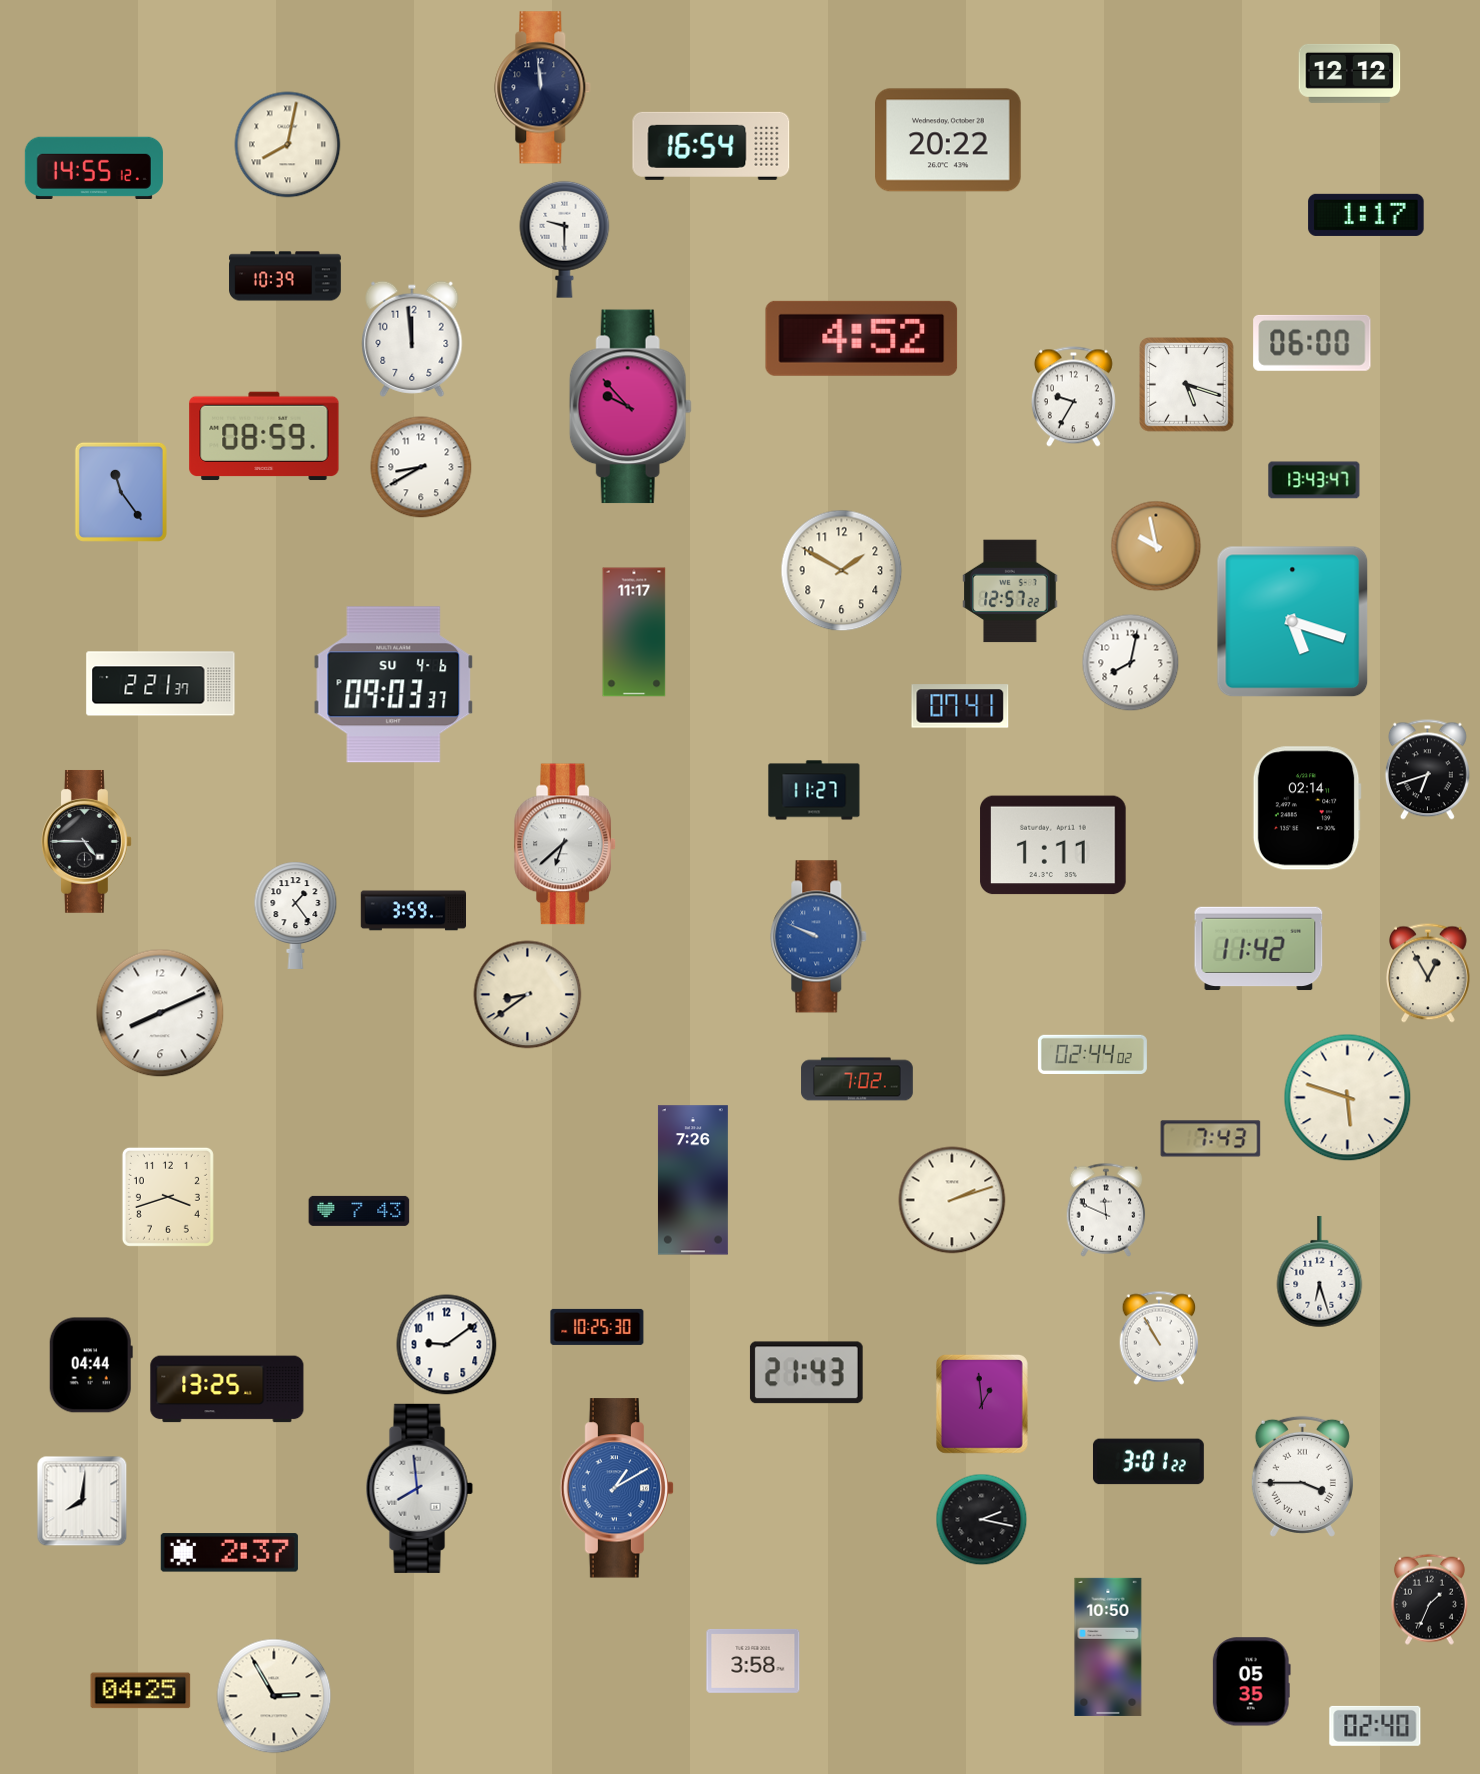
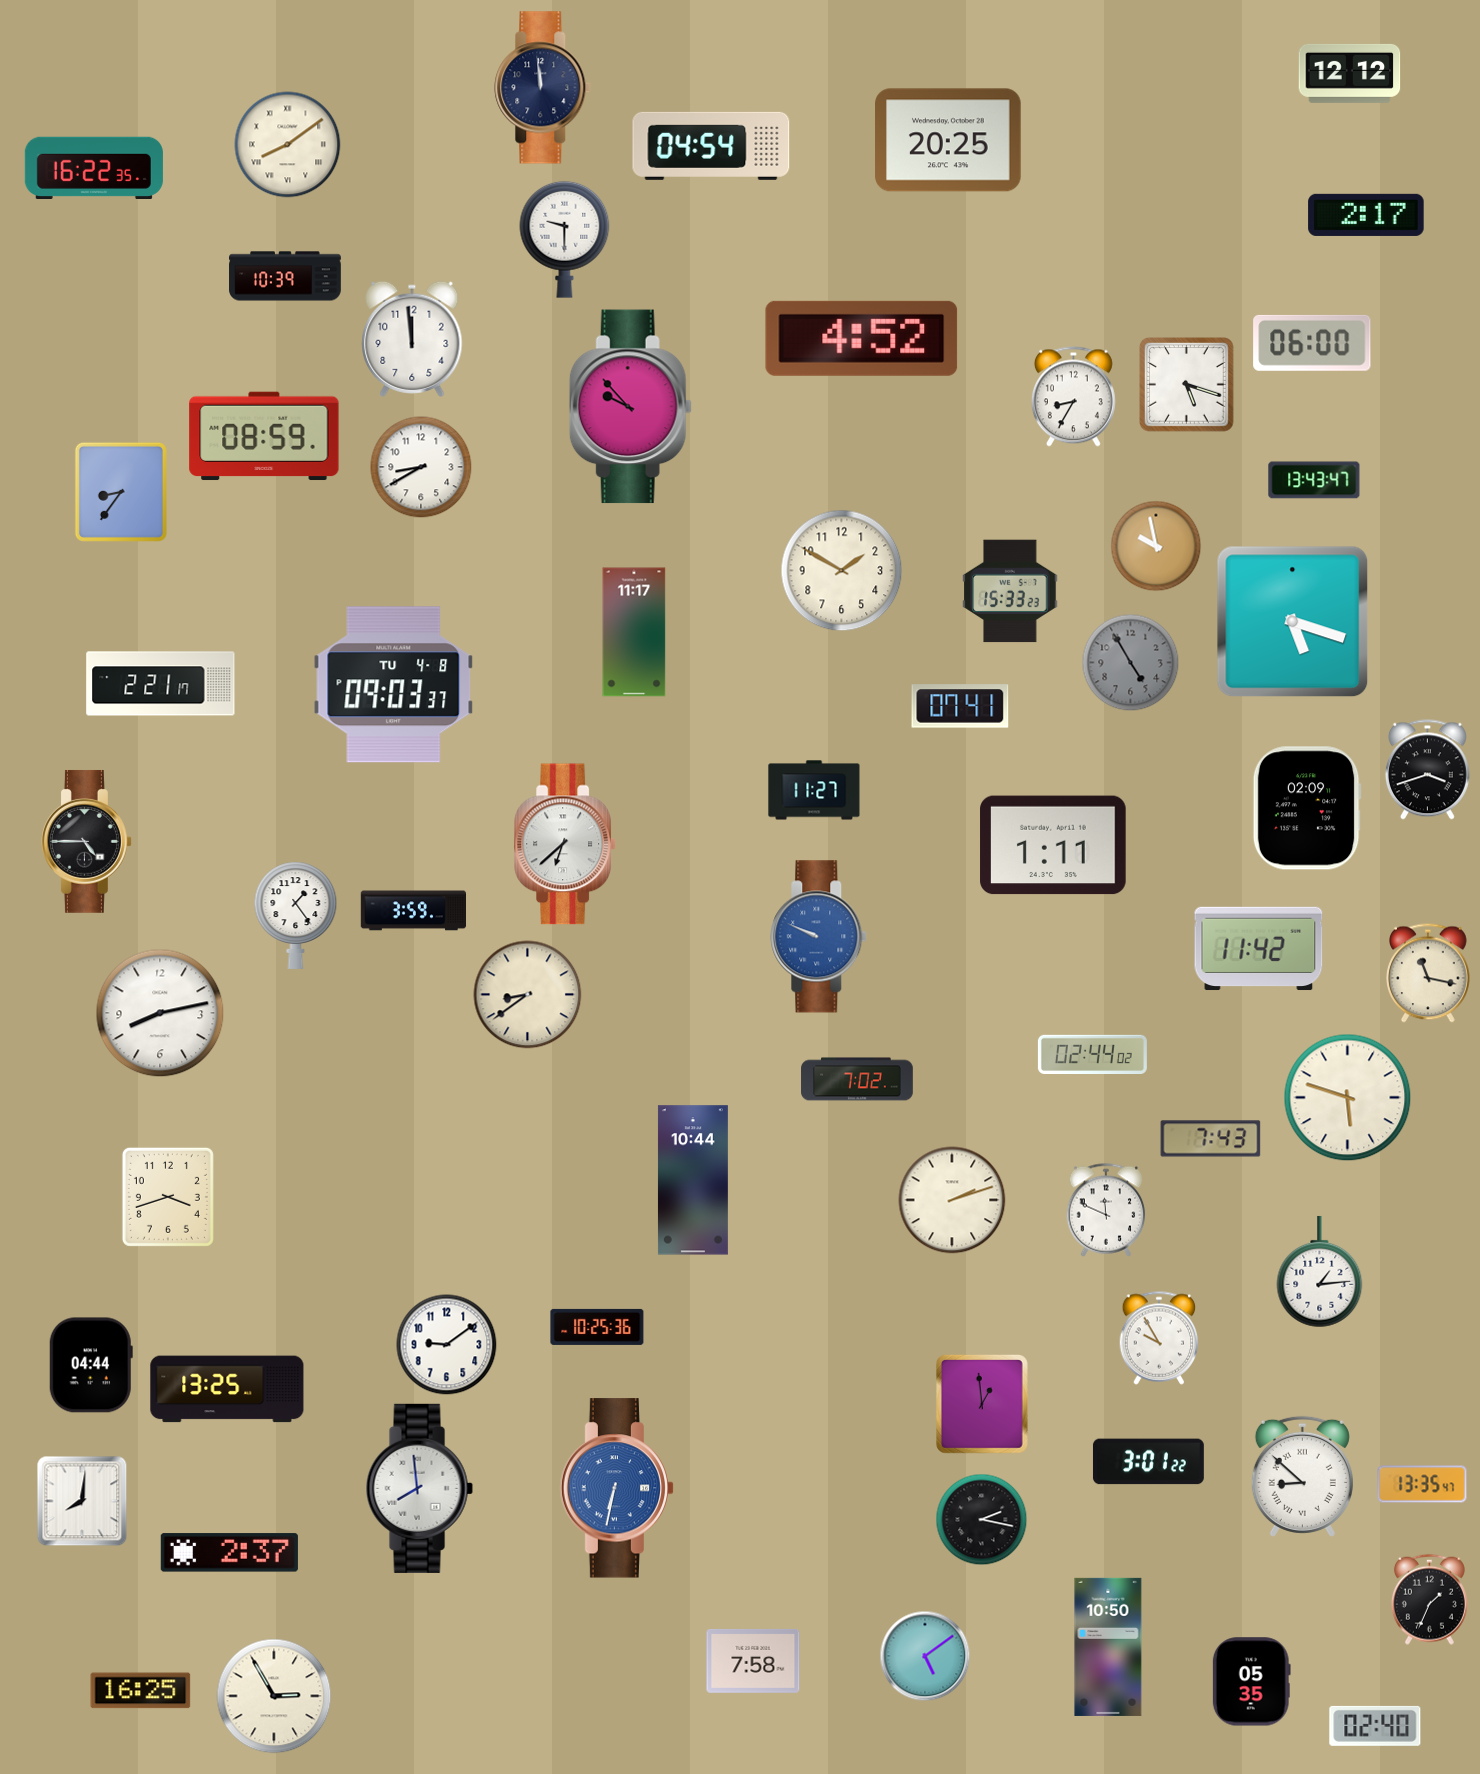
clock at (948, 140): 20:22 -> 20:25
clock at (288, 145): 8:02 -> 8:09
clock at (711, 146): 16:54 -> 04:54
clock at (94, 167): 14:55 -> 16:22
clock at (1366, 215): 1:17 -> 2:17
clock at (1073, 397): 9:35 -> 8:35
clock at (121, 492): 11:24 -> 8:36
clock at (1010, 591): 12:57 -> 15:33
clock at (1131, 663): 8:02 -> 4:55
clock at (1131, 663) dial: white -> grey
clock at (161, 684): 2:21:37 -> 2:21:17
clock at (394, 685) date: SU 4-6 -> TU 4-8
clock at (1427, 770): 6:42 -> 3:42
clock at (1307, 808): 02:14 -> 02:09
clock at (1429, 973): 12:55 -> 11:17
clock at (160, 1013): 8:11 -> 8:13
clock at (693, 1180): 7:26 -> 10:44
clock at (359, 1211): 7:43 -> none
clock at (1320, 1272): 6:27 -> 1:14
clock at (597, 1327): 10:25:30 -> 10:25:36
clock at (1159, 1338): 10:55 -> 9:55
clock at (806, 1373): 21:43 -> none
clock at (1302, 1476): 3:45 -> 8:52
clock at (1422, 1484): none -> 13:35
clock at (617, 1488): 1:10 -> 6:32
clock at (925, 1656): none -> 5:09
clock at (753, 1661): 3:58 -> 7:58
clock at (141, 1691): 04:25 -> 16:25
